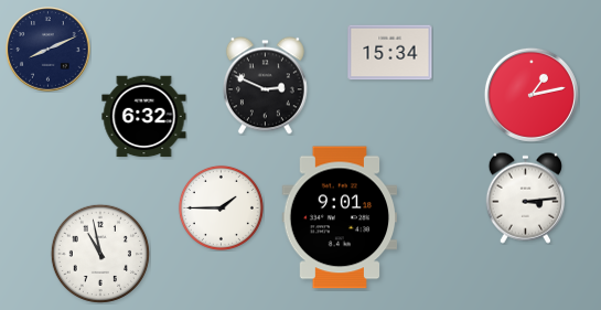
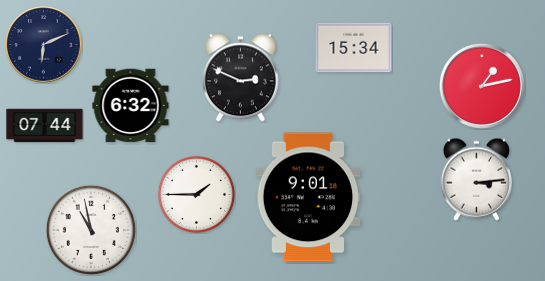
clock at (49, 50): 8:11 -> 6:11
clock at (45, 126): none -> 07:44
clock at (221, 207) position: (221, 207) -> (196, 194)
